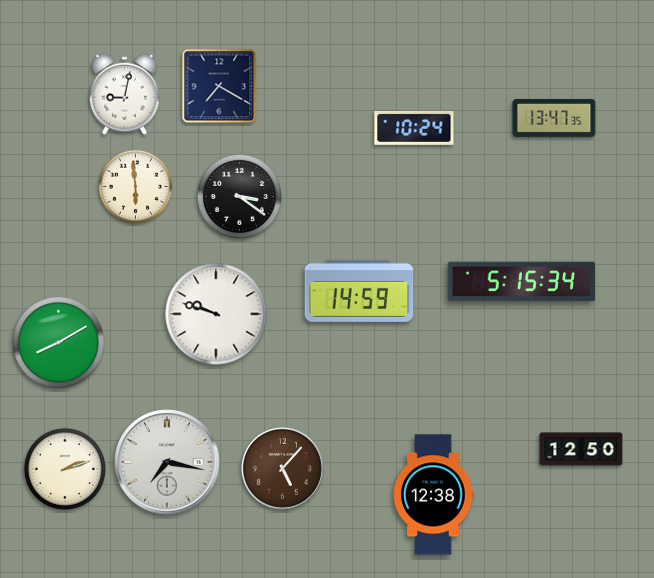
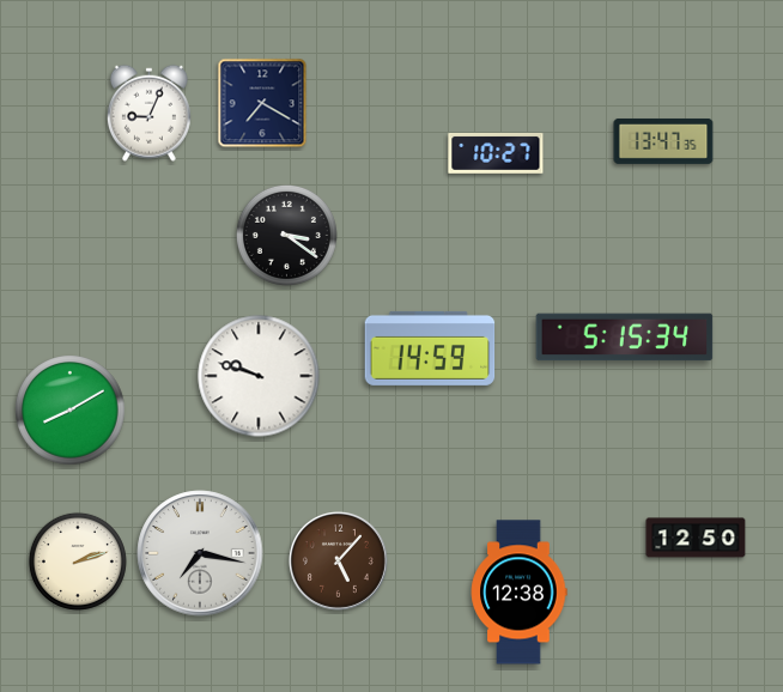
clock at (124, 94): 9:02 -> 9:04
clock at (414, 128): 10:24 -> 10:27
clock at (136, 187): 5:59 -> none
